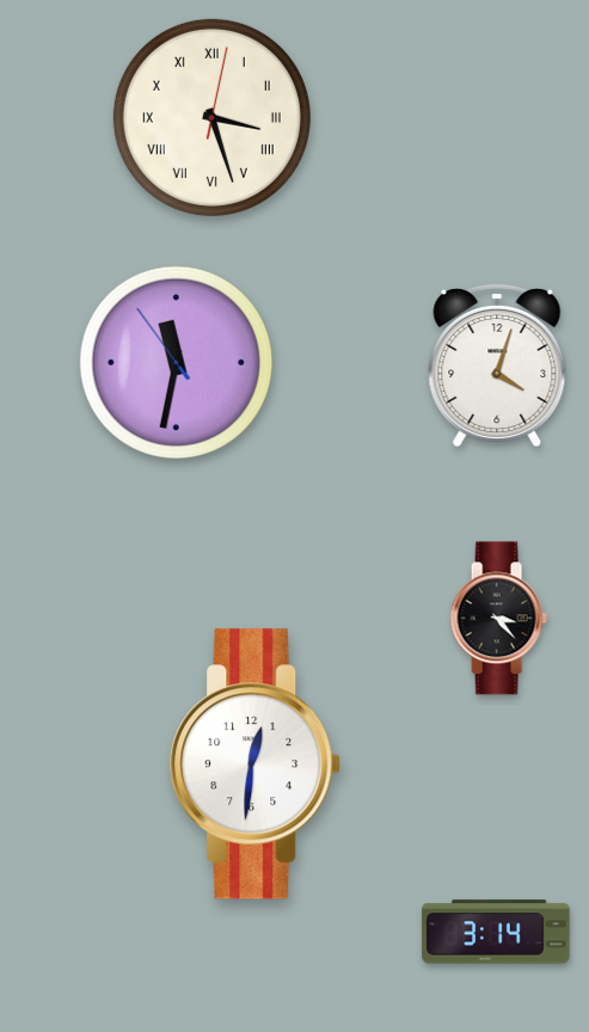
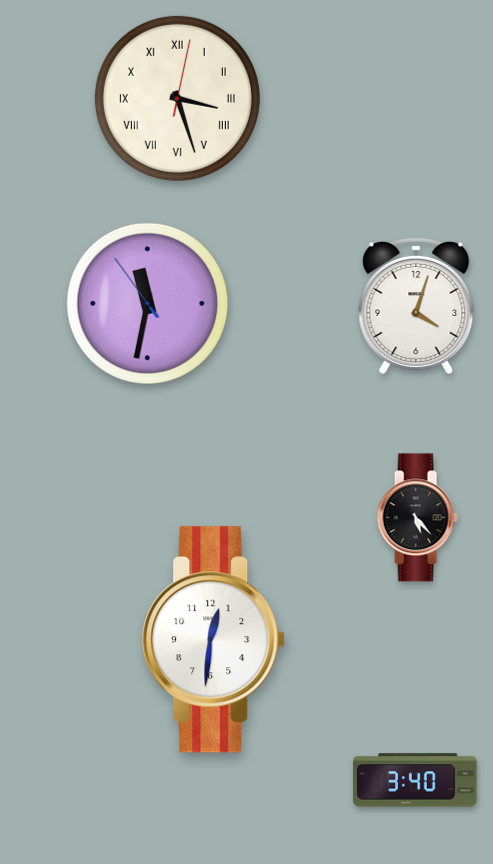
clock at (498, 619): 3:23 -> 5:23
clock at (496, 932): 3:14 -> 3:40
